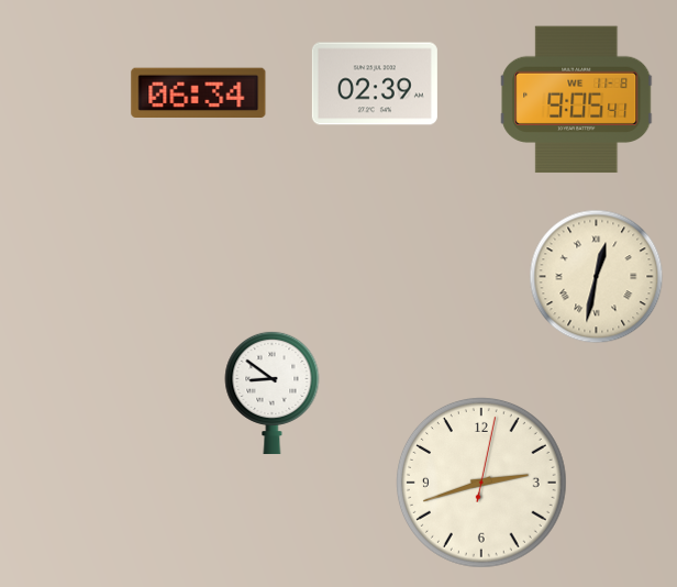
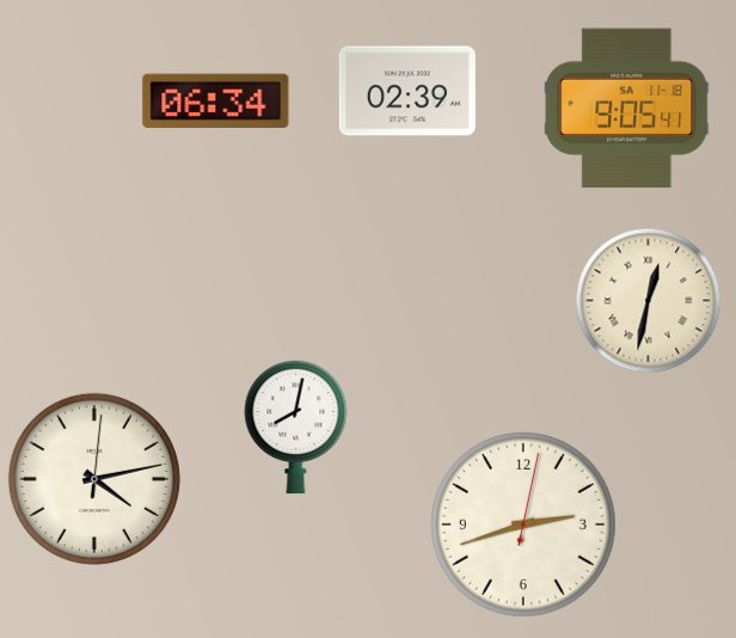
clock at (577, 100) date: WE 11-8 -> SA 11-18
clock at (273, 392): 8:51 -> 8:02
clock at (94, 479): none -> 4:13
